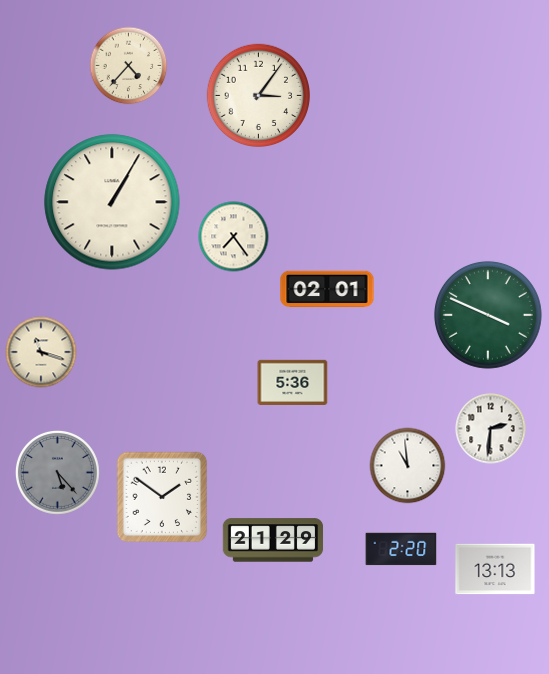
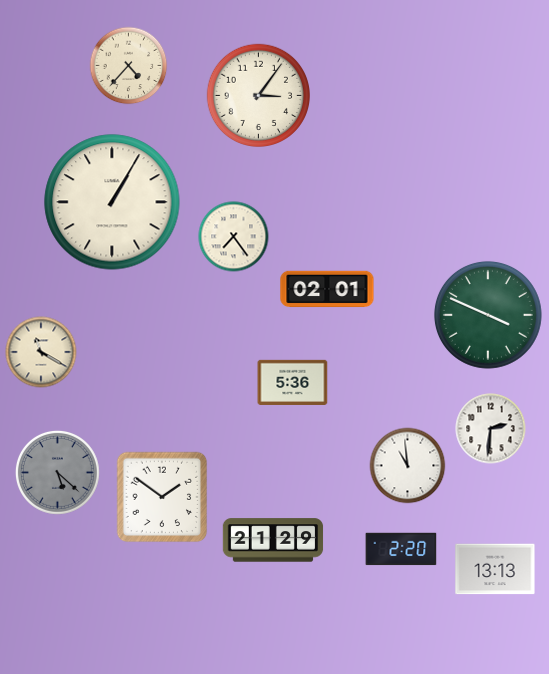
clock at (41, 352): 11:18 -> 11:20
clock at (57, 472): 5:23 -> 5:22
